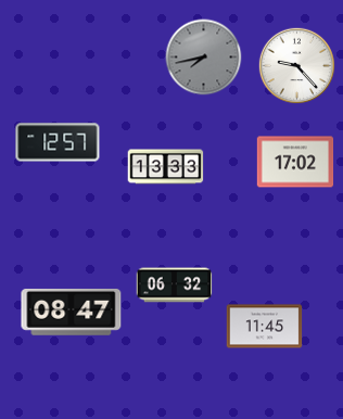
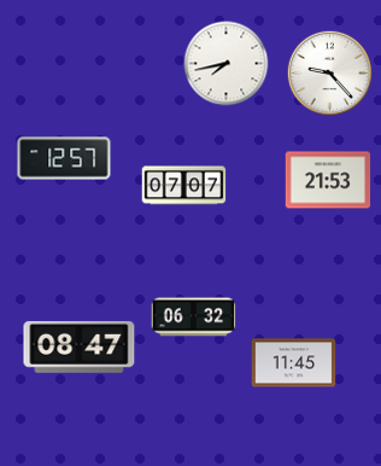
clock at (204, 58) dial: grey -> white
clock at (295, 162): 17:02 -> 21:53
clock at (166, 167): 13:33 -> 07:07
